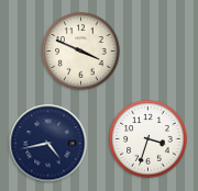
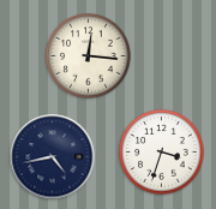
clock at (81, 52): 3:49 -> 12:16
